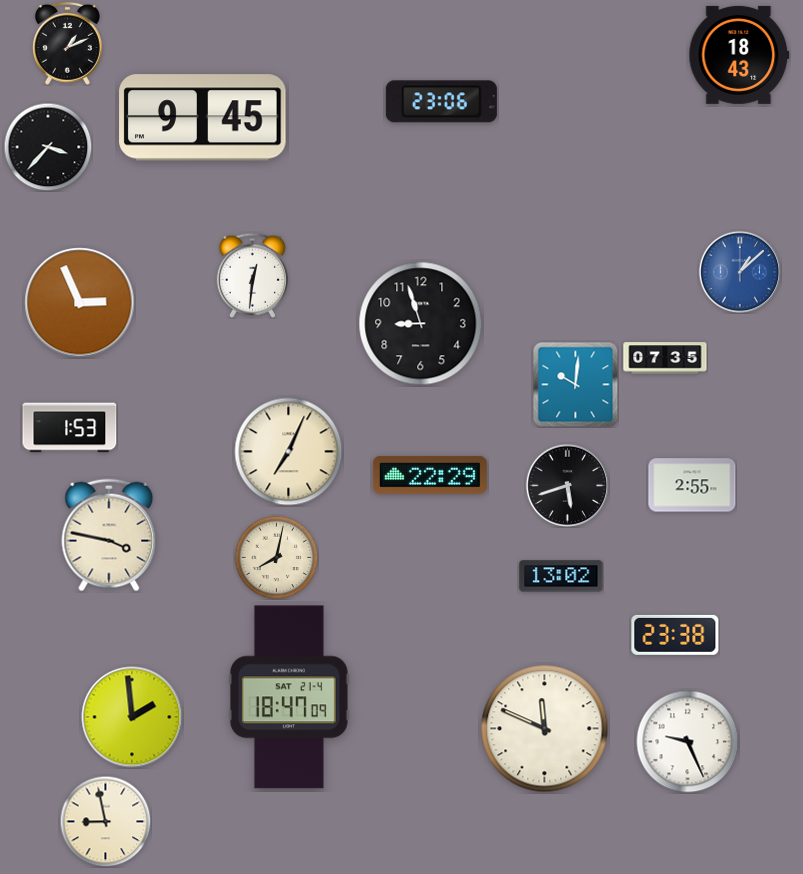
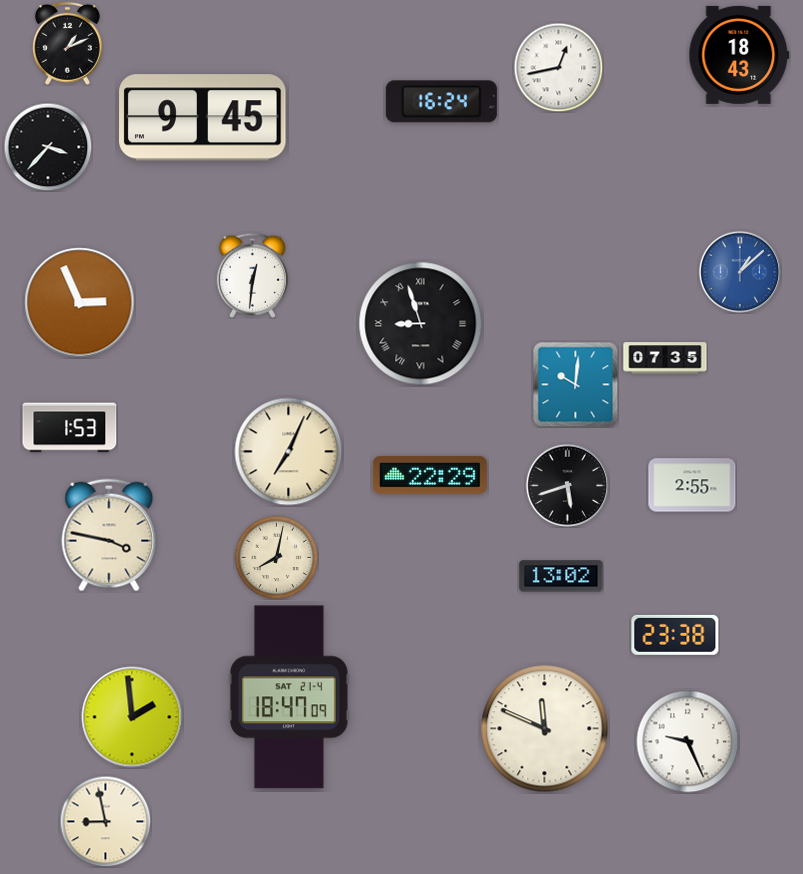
clock at (558, 67): none -> 12:43
clock at (441, 102): 23:06 -> 16:24
clock at (421, 324) numerals: Arabic -> Roman
